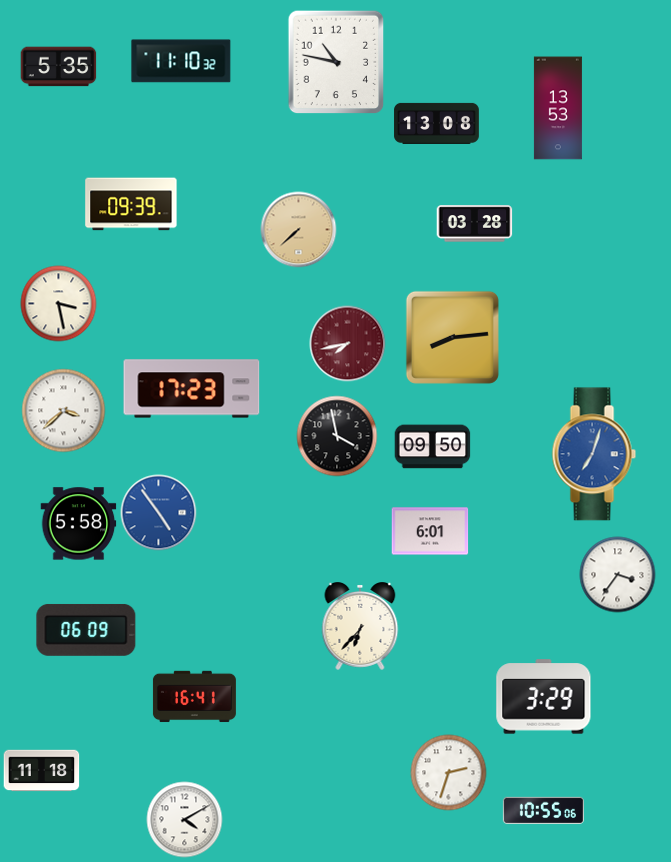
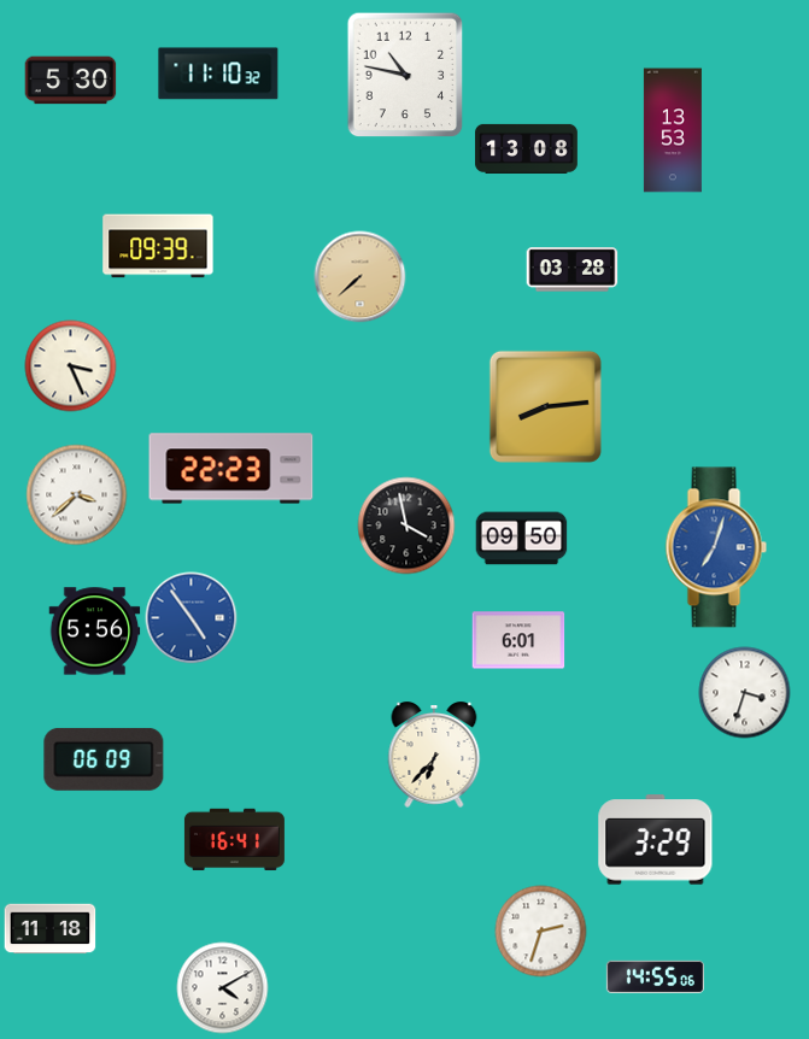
clock at (59, 67): 5:35 -> 5:30
clock at (59, 304): 3:28 -> 3:26
clock at (348, 344): 7:43 -> none
clock at (192, 389): 17:23 -> 22:23
clock at (79, 524): 5:58 -> 5:56
clock at (618, 575): 3:36 -> 3:33
clock at (543, 810): 10:55 -> 14:55
